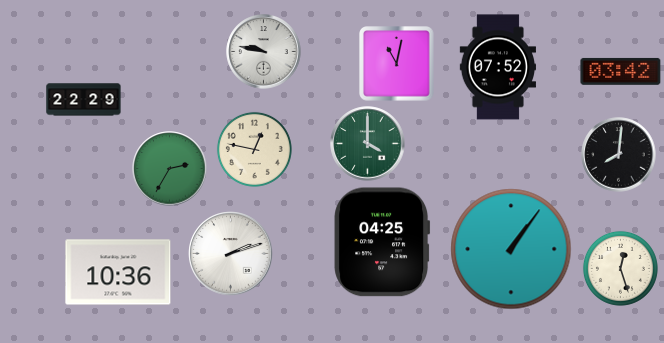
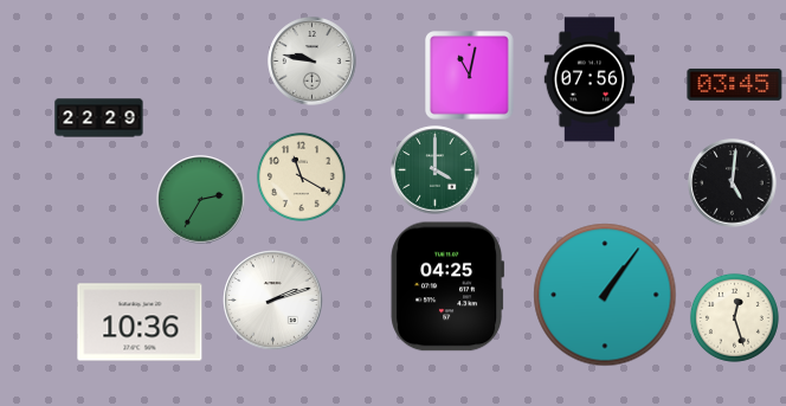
clock at (498, 67): 07:52 -> 07:56
clock at (621, 71): 03:42 -> 03:45
clock at (254, 149): 12:47 -> 11:20
clock at (619, 155): 8:01 -> 5:01
clock at (382, 242) position: (382, 242) -> (447, 286)
